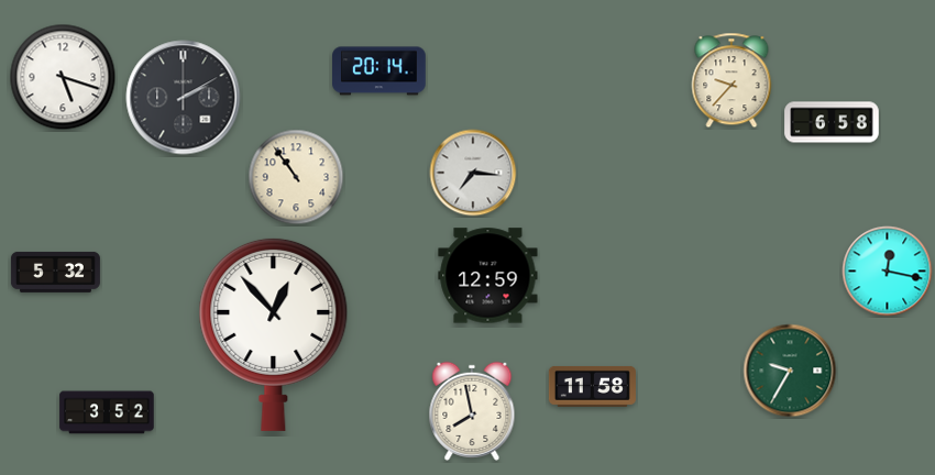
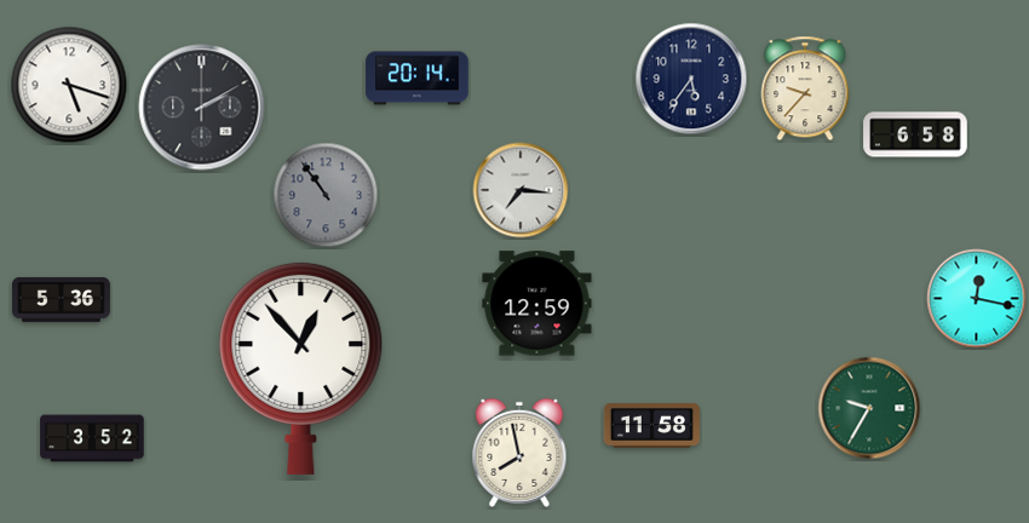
clock at (691, 79): none -> 5:36
clock at (296, 177) dial: cream -> grey
clock at (55, 272): 5:32 -> 5:36
clock at (107, 412) position: (107, 412) -> (92, 438)
